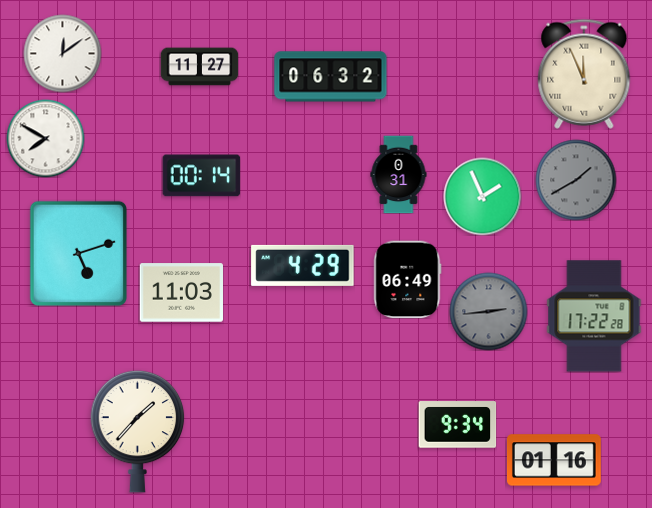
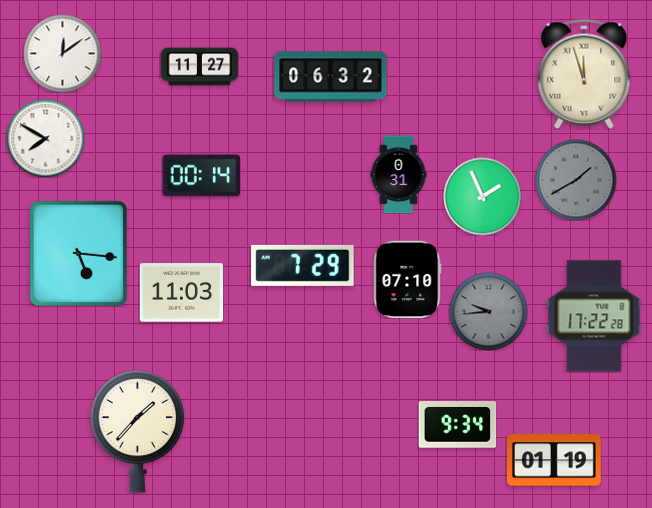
clock at (584, 74): 11:56 -> 11:57
clock at (78, 253): 5:12 -> 5:16
clock at (303, 265): 4:29 -> 7:29
clock at (408, 279): 06:49 -> 07:10
clock at (488, 311): 2:44 -> 9:44
clock at (554, 460): 01:16 -> 01:19
